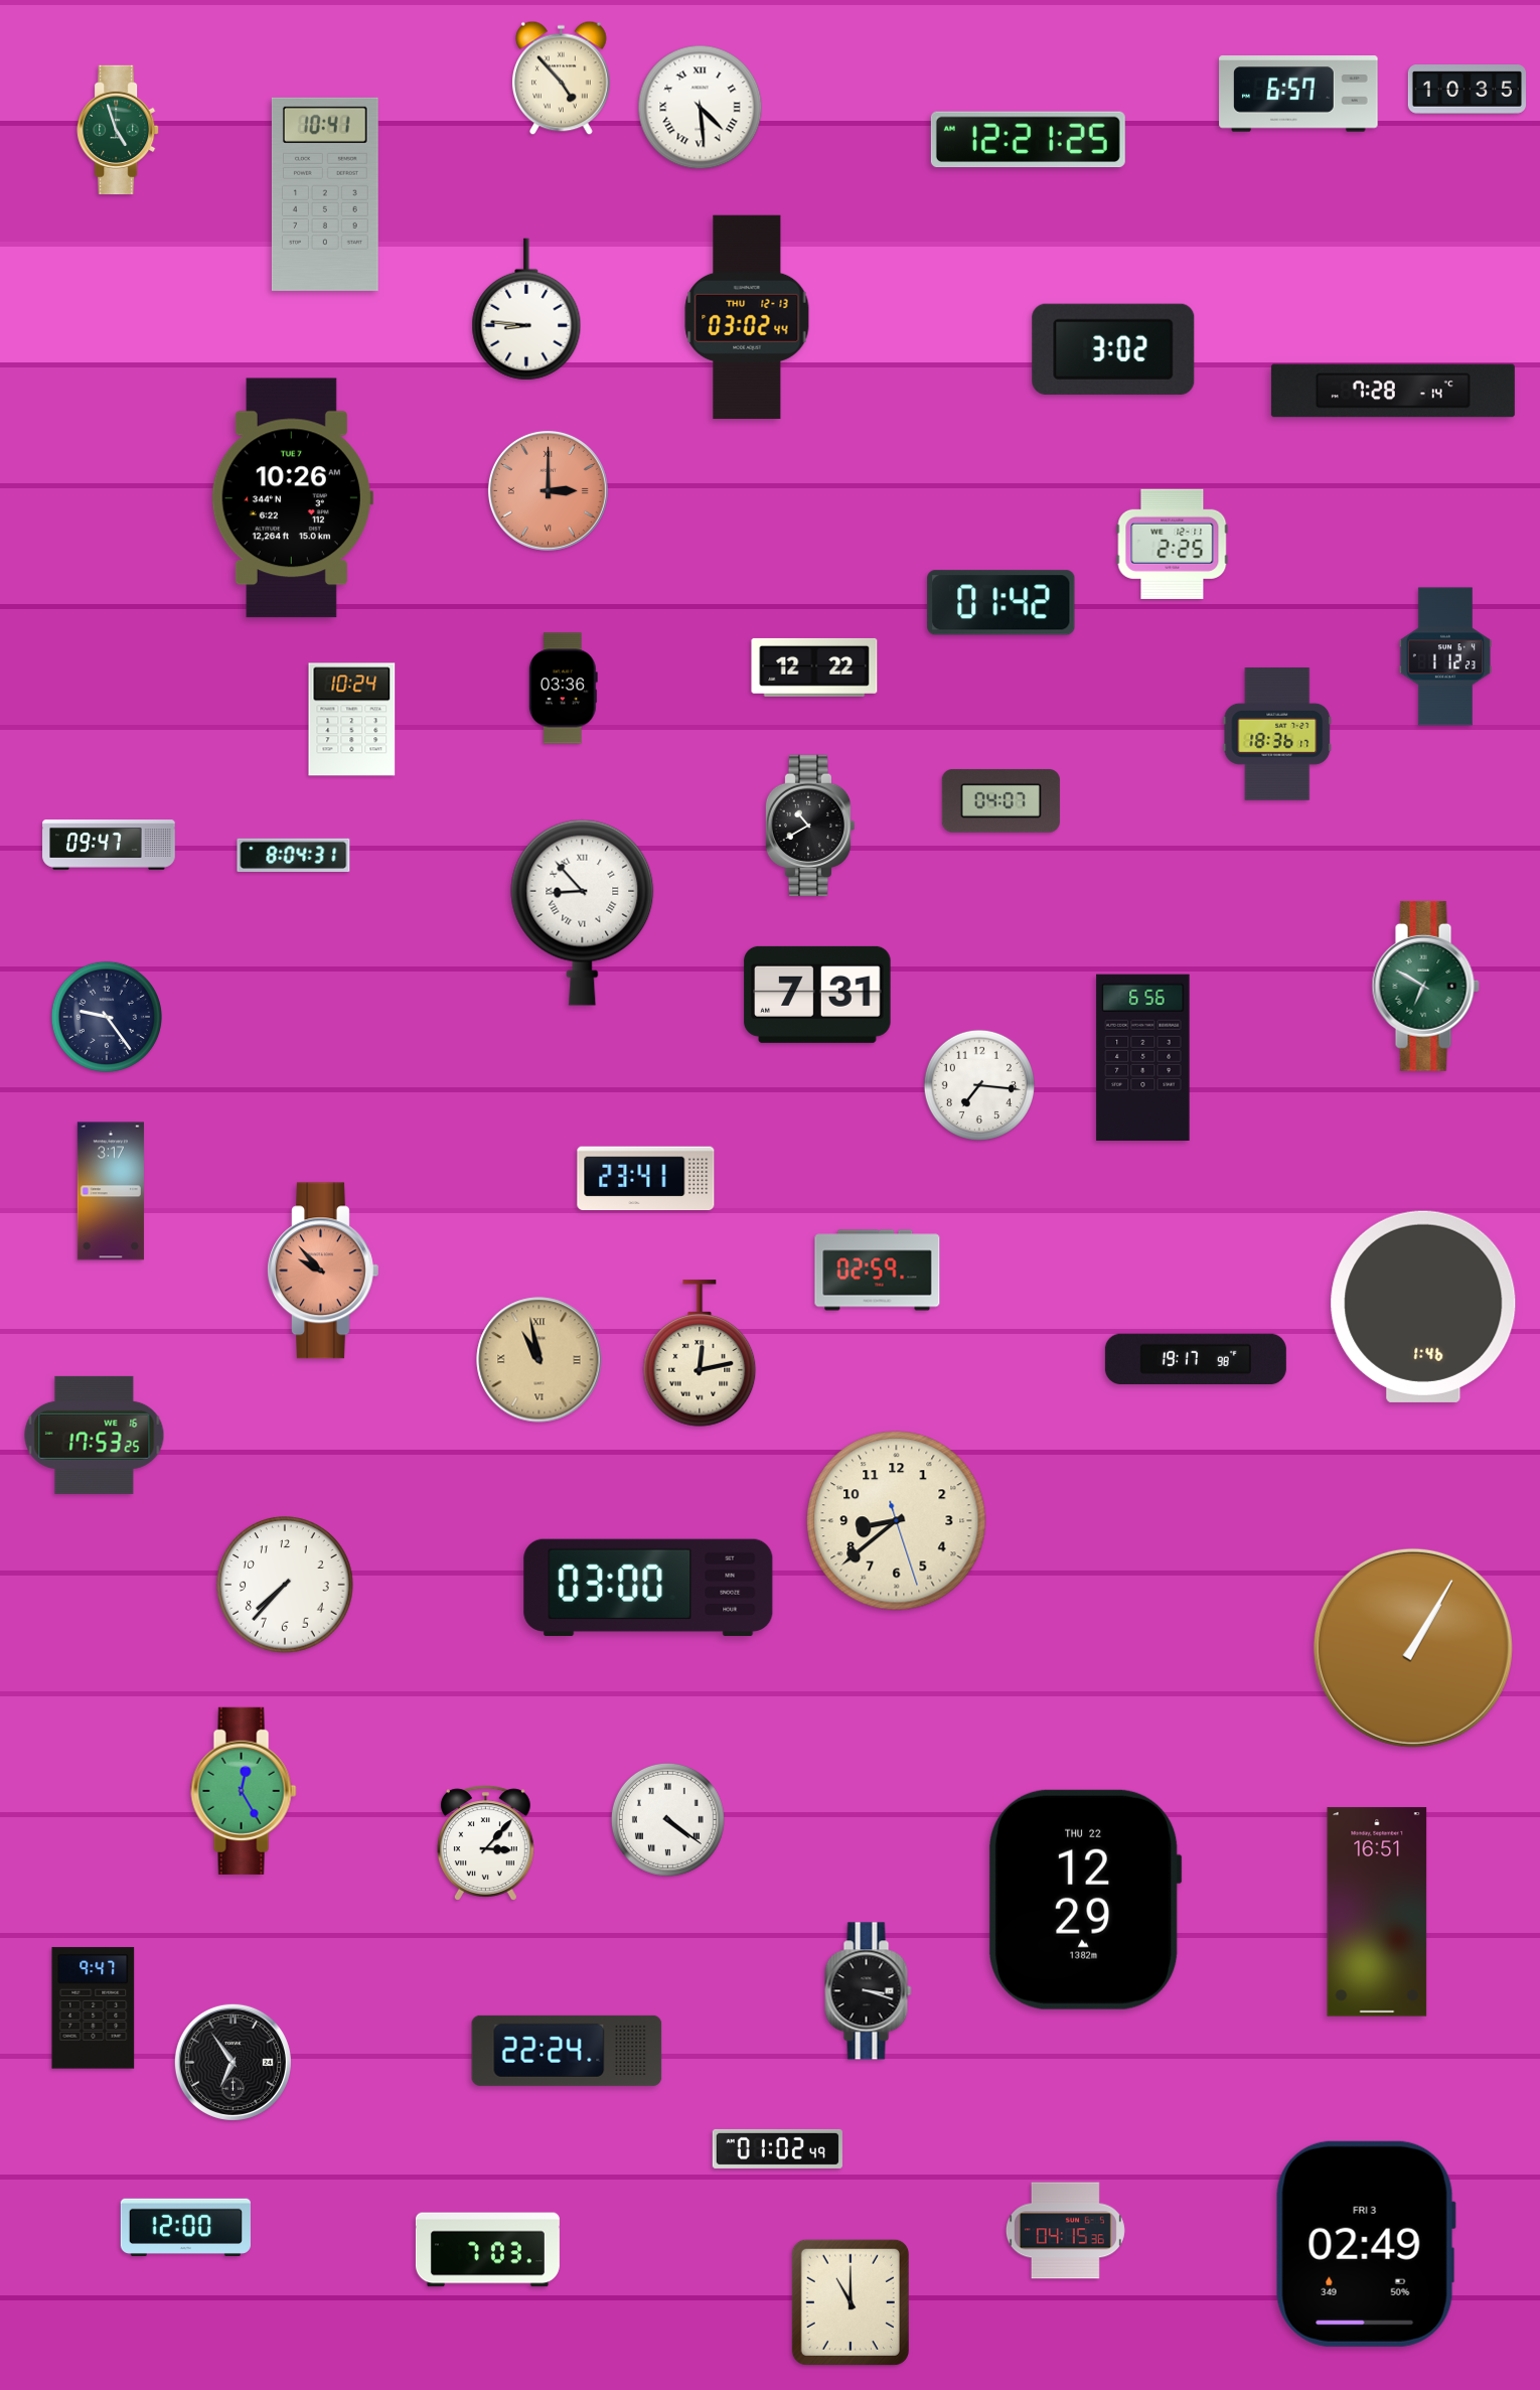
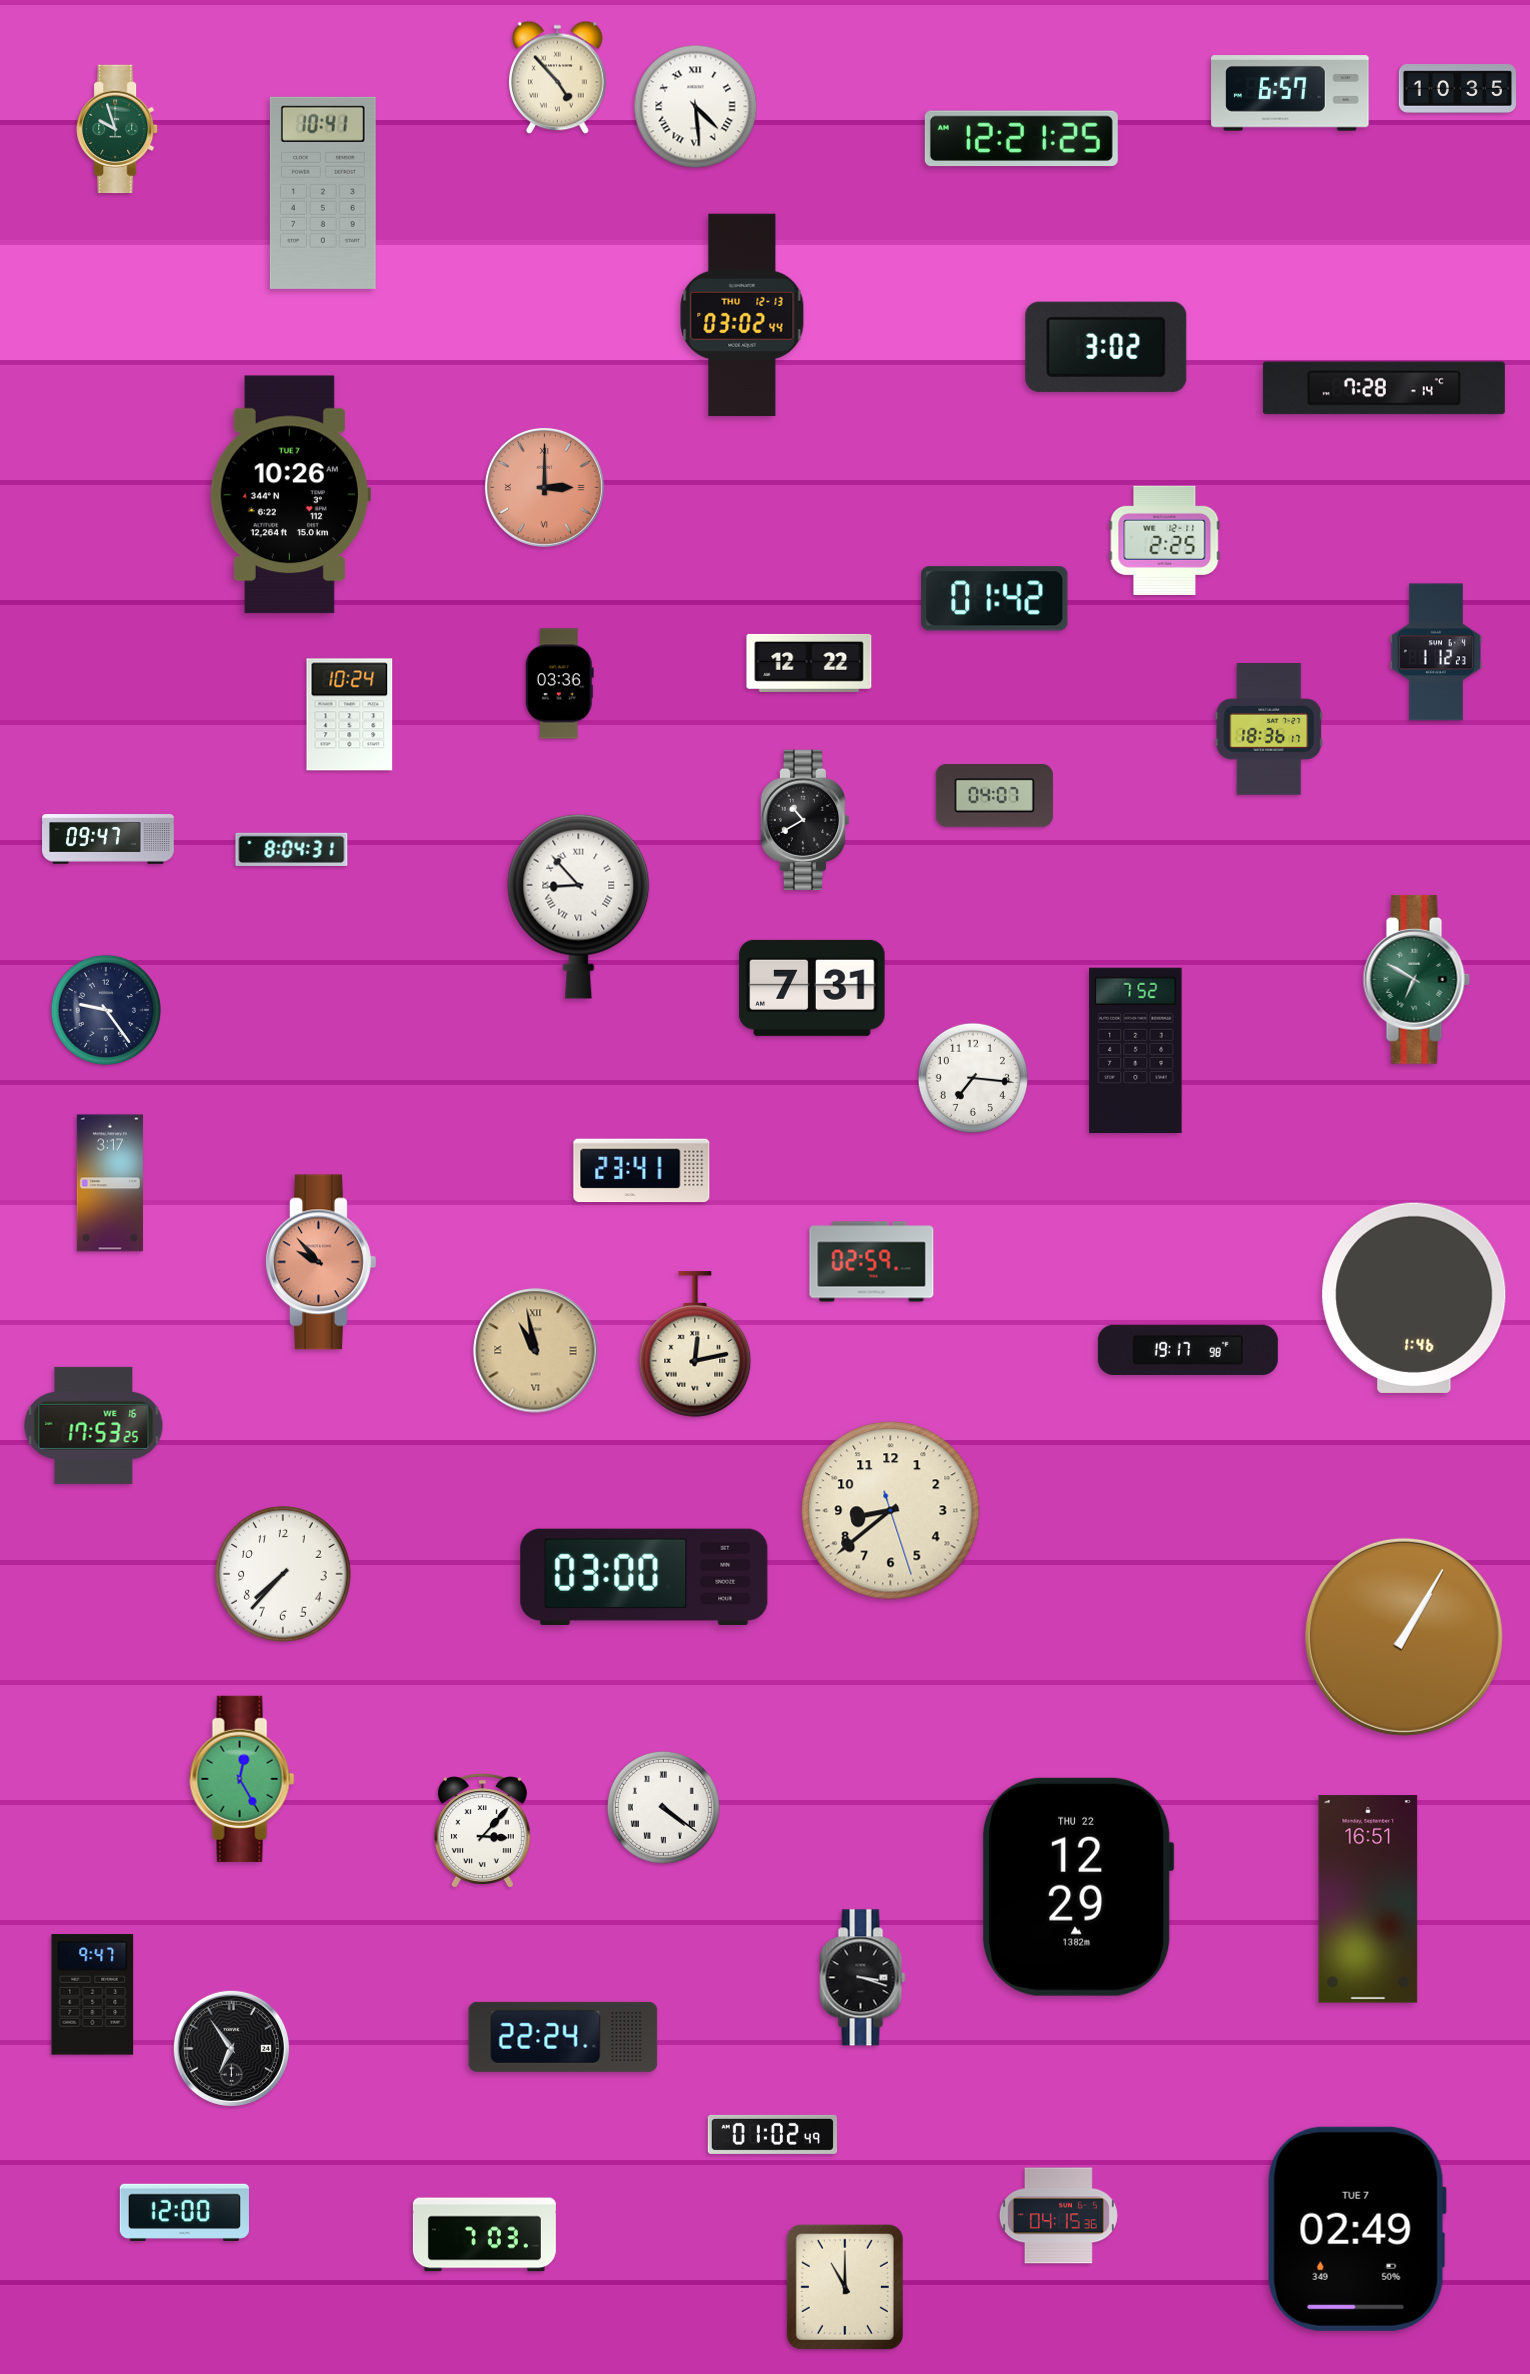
clock at (118, 130): 4:57 -> 9:57
clock at (526, 309): 8:46 -> none
clock at (1143, 1058): 6:56 -> 7:52
clock at (1366, 2244) date: FRI 3 -> TUE 7
